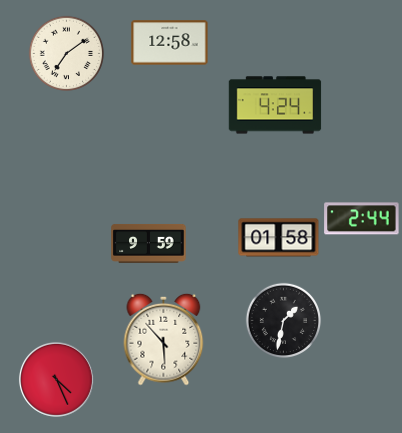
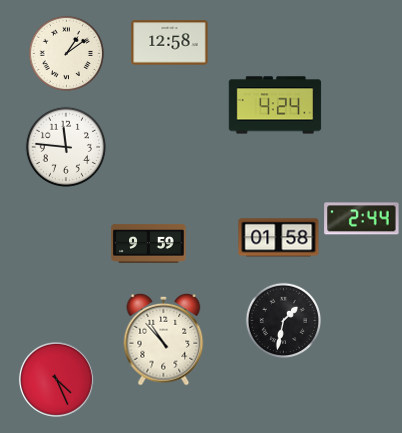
clock at (67, 54): 7:09 -> 1:09
clock at (65, 146): none -> 11:46
clock at (164, 339): 5:53 -> 10:53
